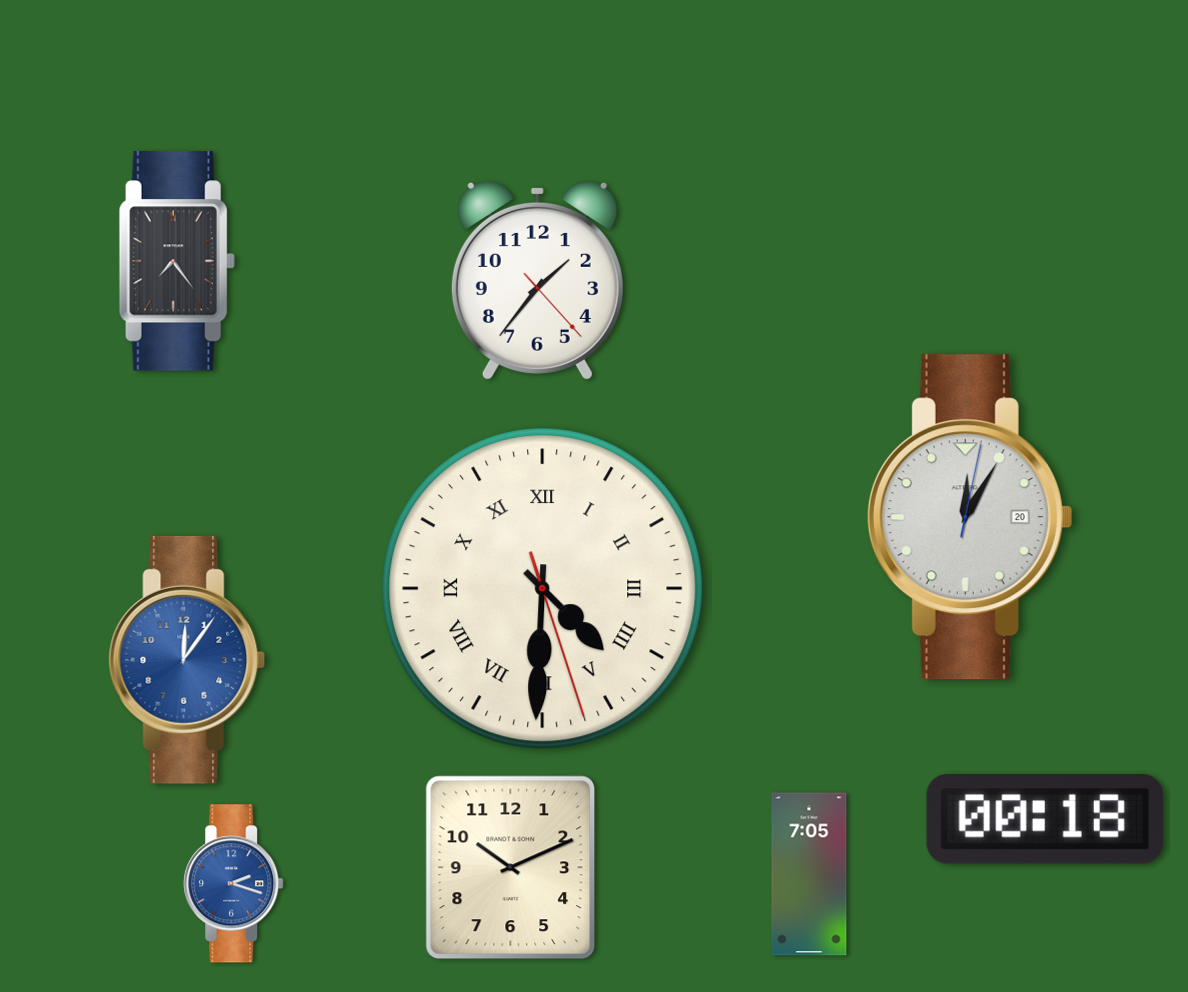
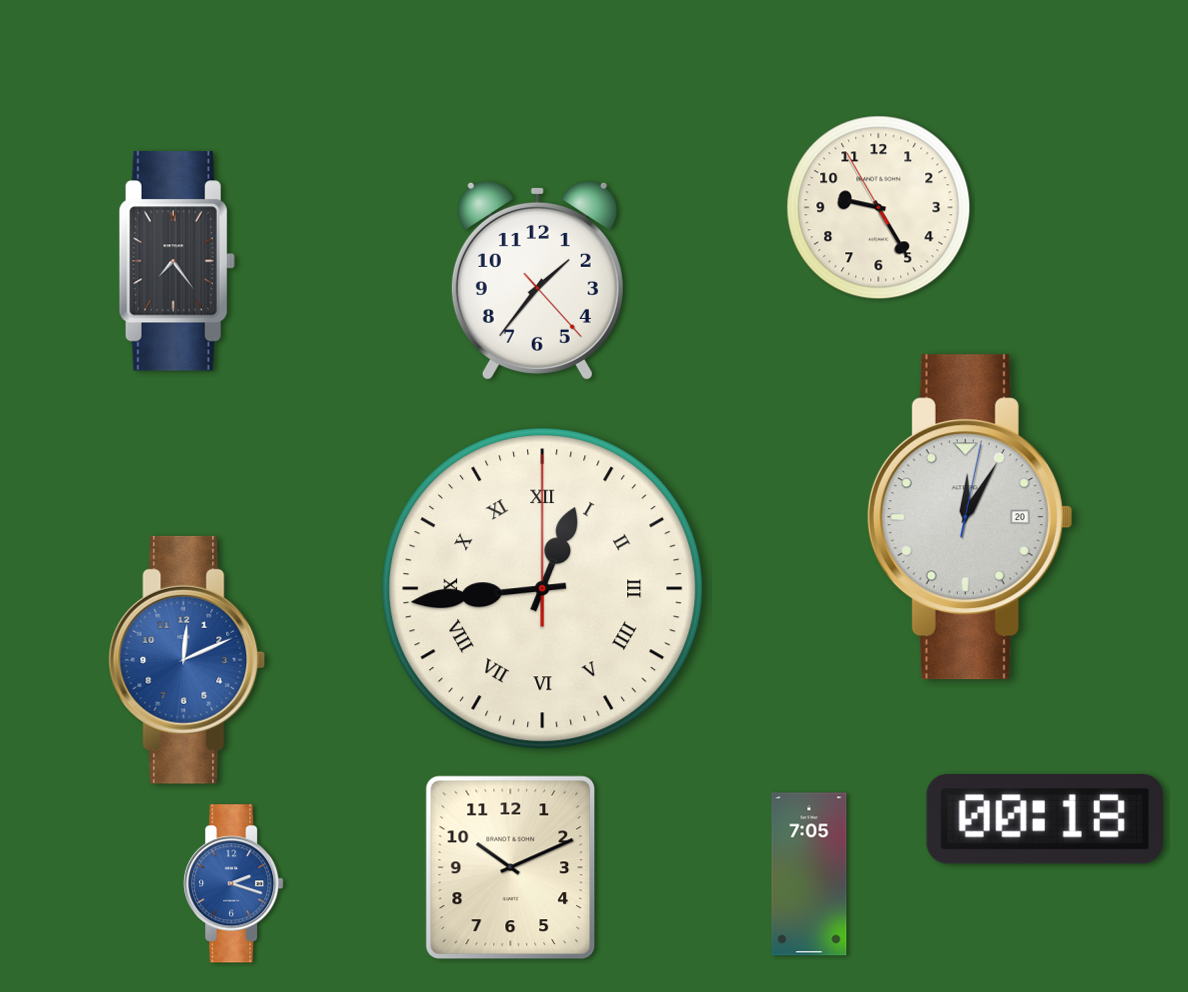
clock at (879, 208): none -> 9:24
clock at (543, 589): 4:30 -> 12:44
clock at (187, 660): 12:06 -> 12:11
